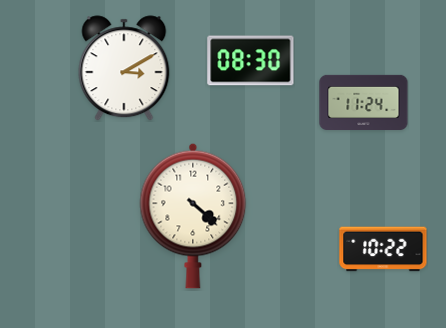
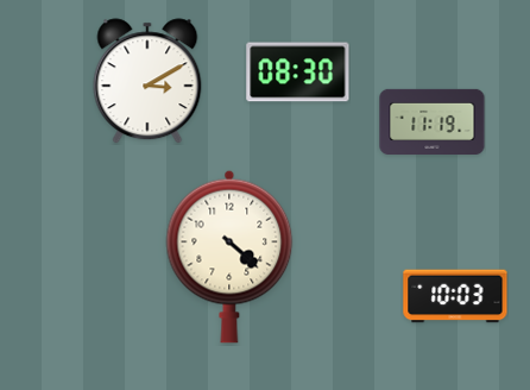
clock at (364, 102): 11:24 -> 11:19
clock at (383, 249): 10:22 -> 10:03
